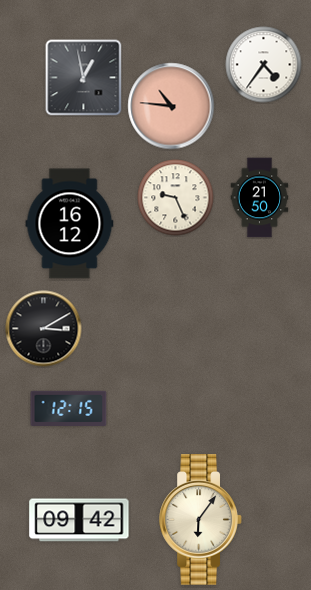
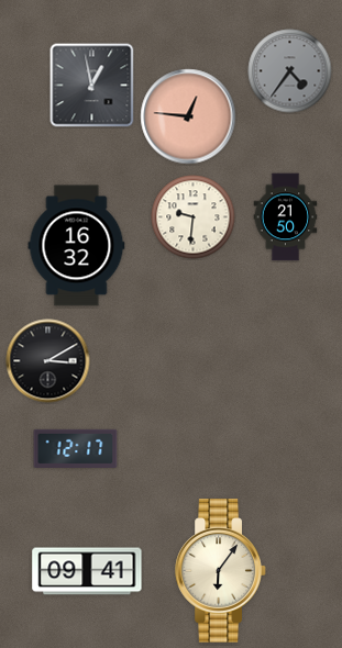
clock at (264, 65) dial: white -> grey
clock at (171, 106): 10:46 -> 12:46
clock at (176, 198): 9:26 -> 9:31
clock at (70, 224): 16:12 -> 16:32
clock at (69, 408): 12:15 -> 12:17
clock at (79, 520): 09:42 -> 09:41
